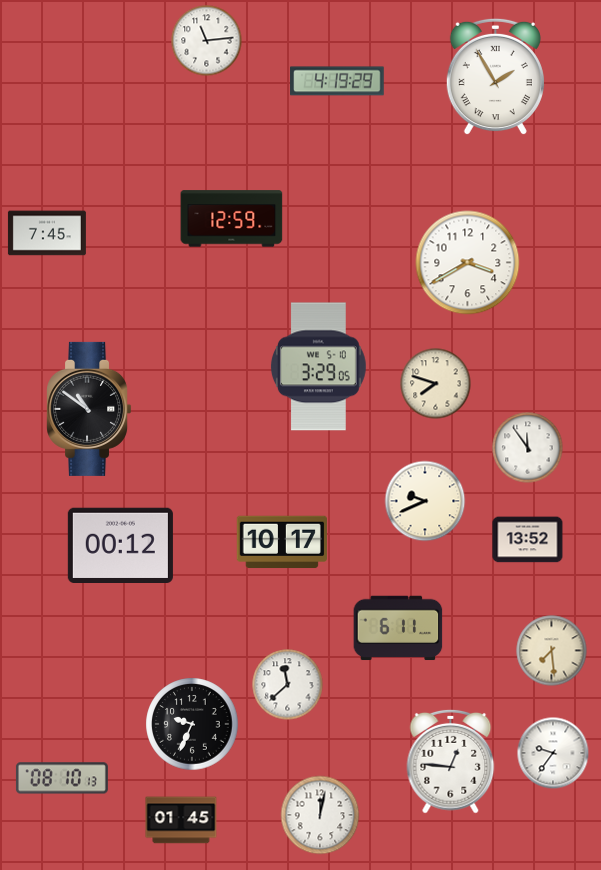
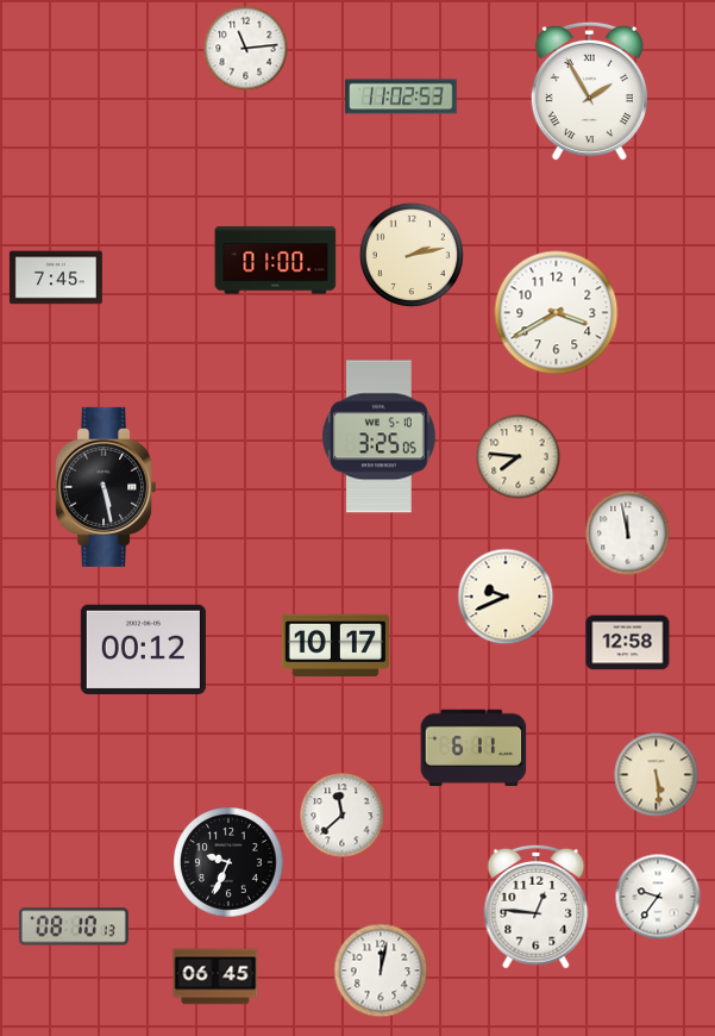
clock at (337, 81): 4:19 -> 11:02
clock at (412, 255): none -> 2:13
clock at (232, 219): 12:59 -> 01:00
clock at (318, 367): 3:29 -> 3:25
clock at (436, 384): 7:48 -> 7:46
clock at (89, 409): 10:51 -> 5:28
clock at (528, 448): 11:54 -> 11:58
clock at (528, 540): 13:52 -> 12:58
clock at (552, 651): 7:29 -> 5:29
clock at (181, 820): 01:45 -> 06:45
